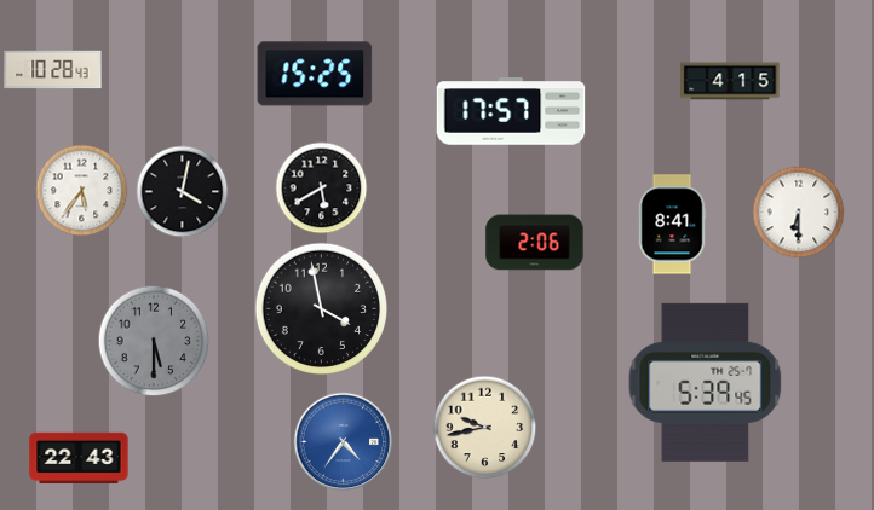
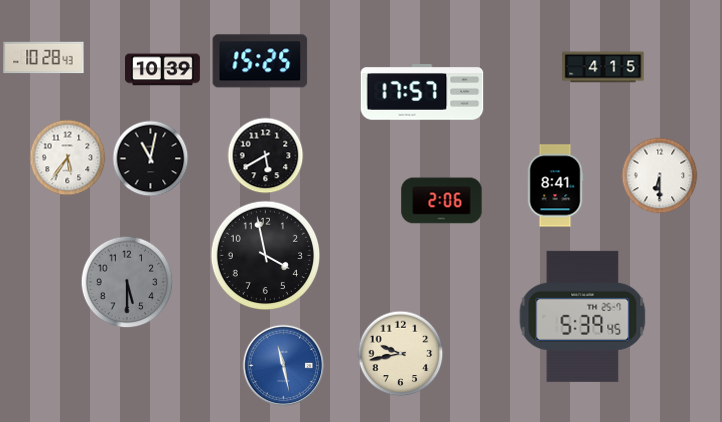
clock at (163, 70): none -> 10:39
clock at (183, 192): 4:02 -> 11:02
clock at (344, 442): 4:36 -> 11:28
clock at (79, 458): 22:43 -> none
